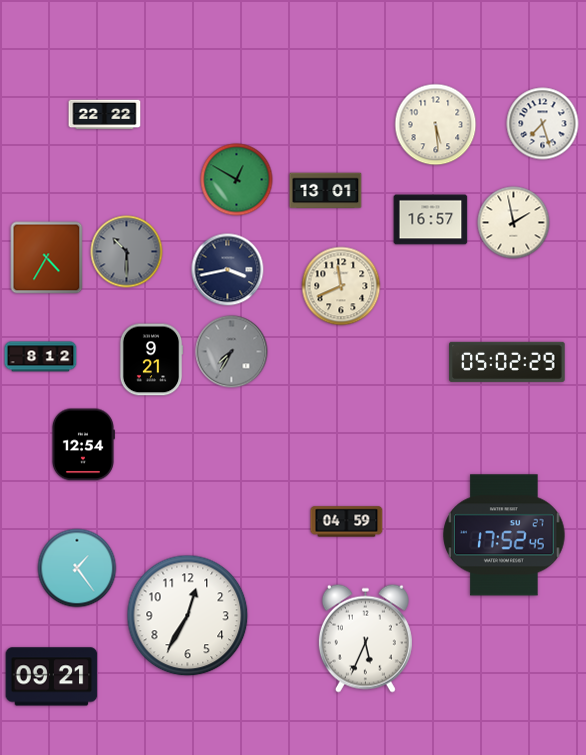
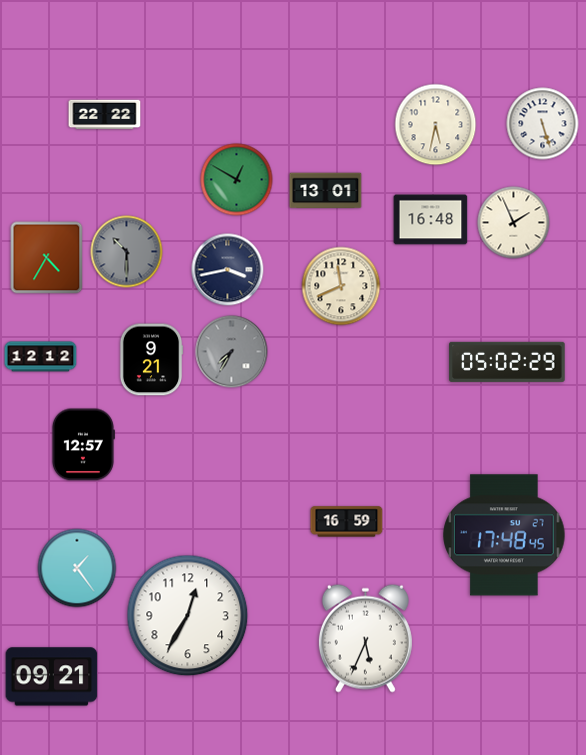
clock at (543, 124): 7:27 -> 5:27
clock at (436, 125): 5:29 -> 5:32
clock at (431, 220): 16:57 -> 16:48
clock at (514, 223): 1:58 -> 1:56
clock at (41, 357): 8:12 -> 12:12
clock at (83, 445): 12:54 -> 12:57
clock at (347, 522): 04:59 -> 16:59
clock at (504, 535): 17:52 -> 17:48
